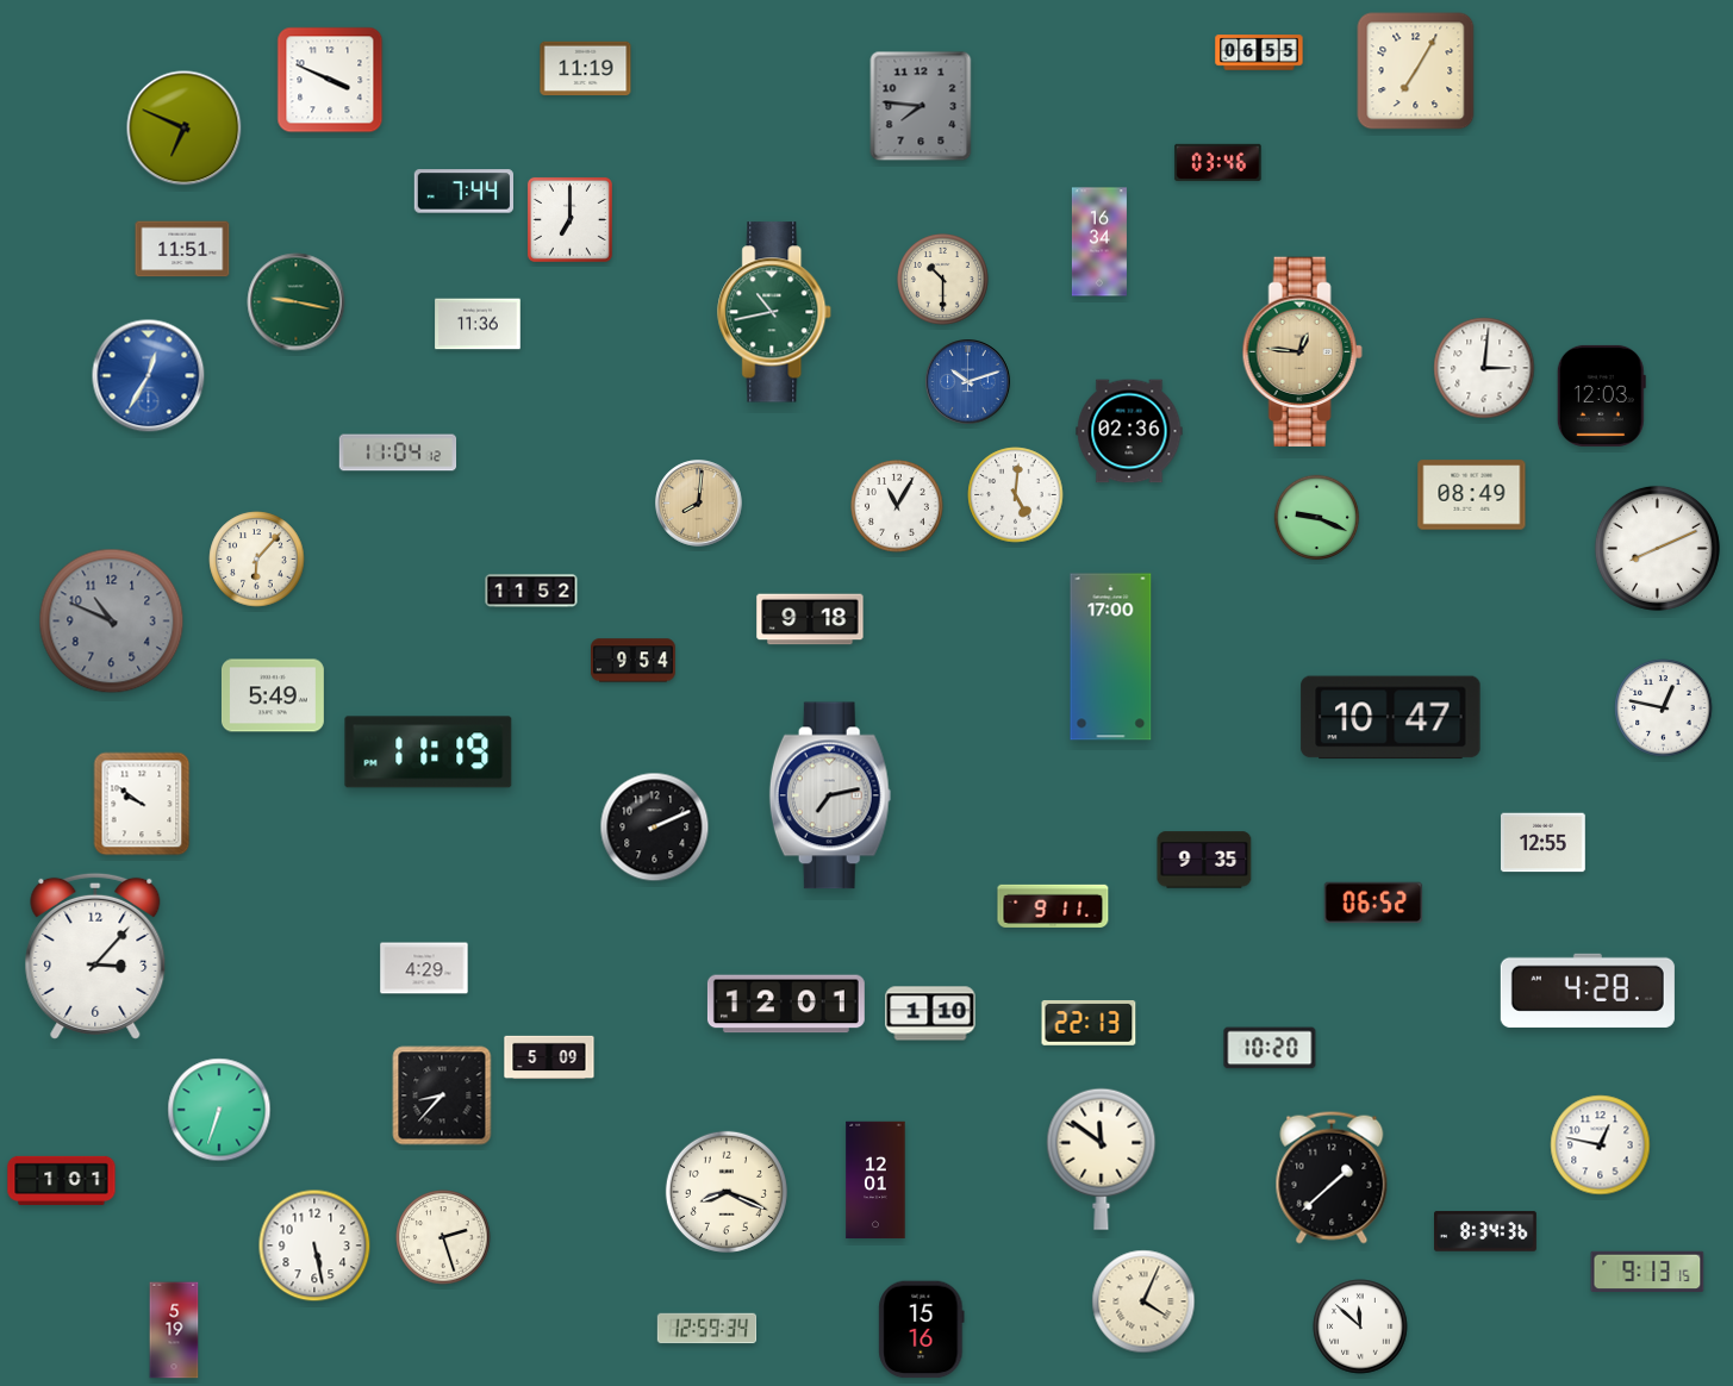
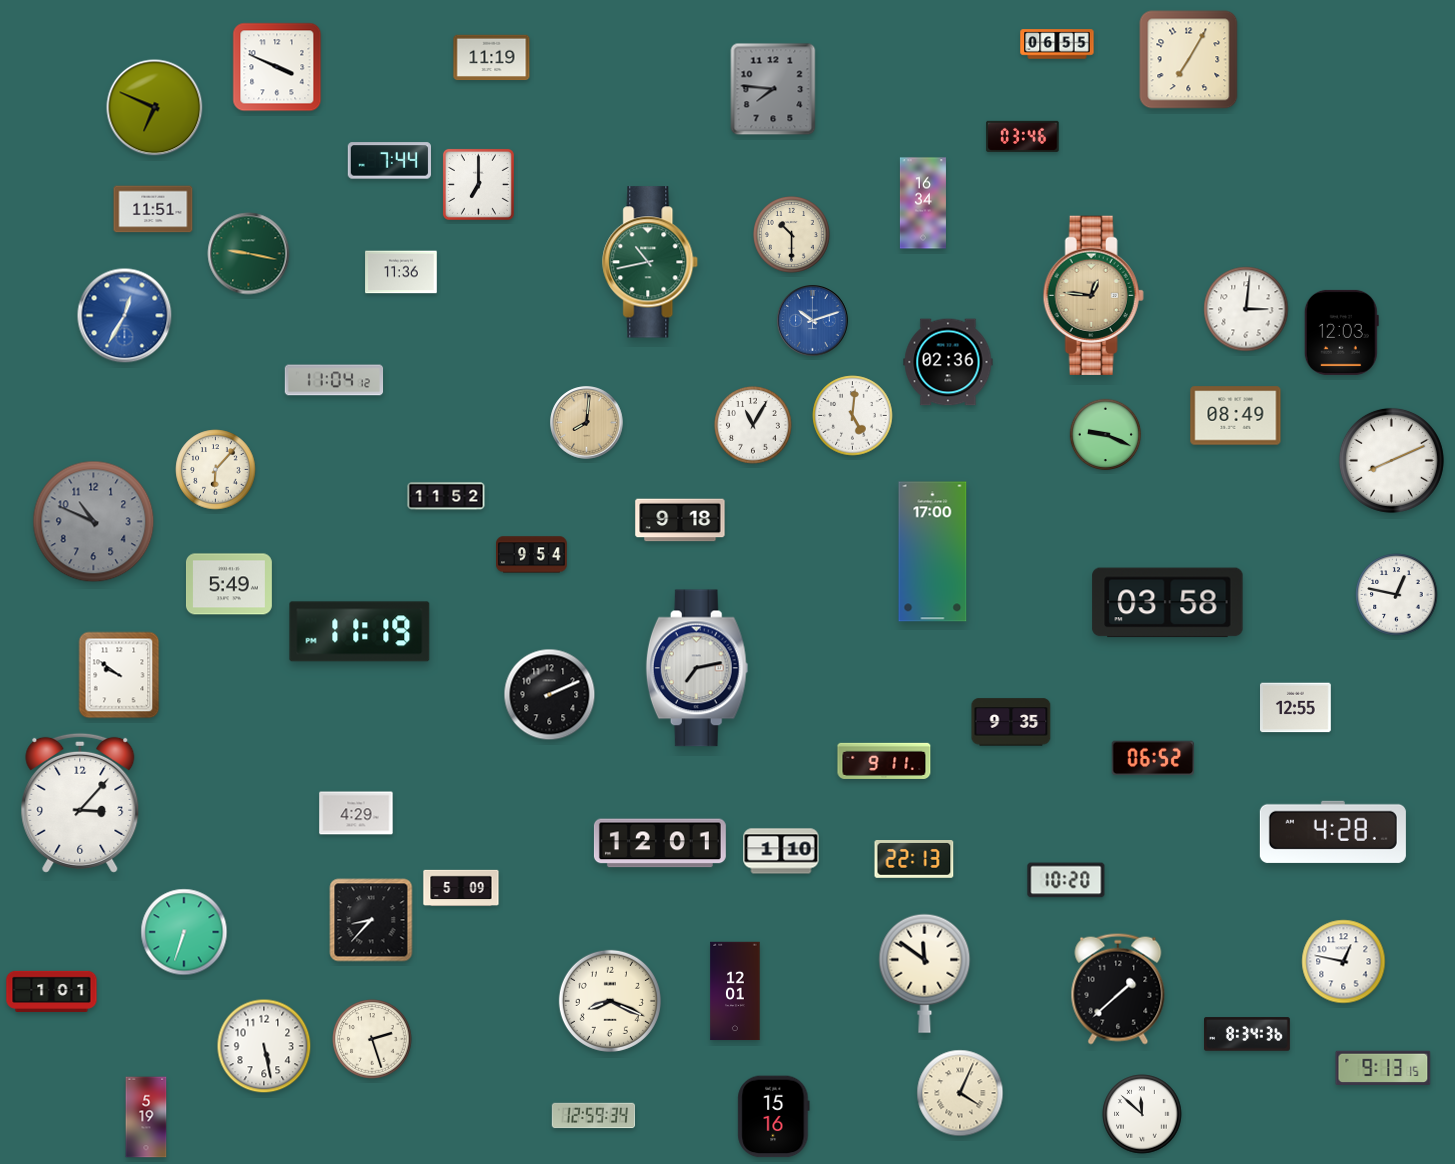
clock at (1601, 395) position: (1601, 395) -> (1341, 332)
clock at (1391, 718): 10:47 -> 03:58
